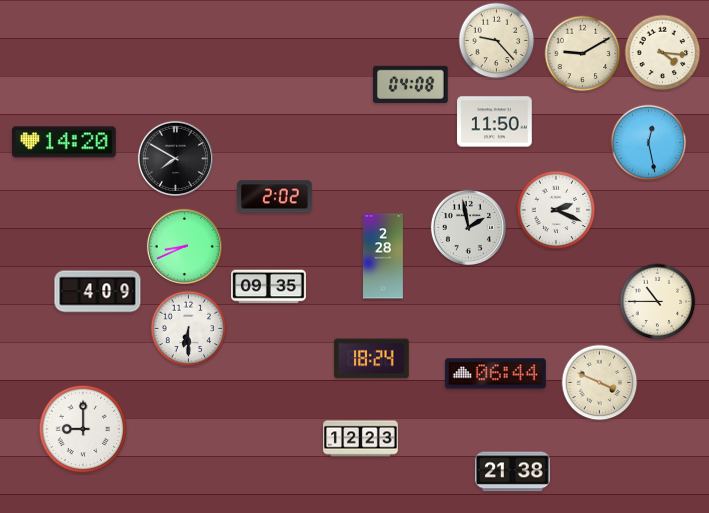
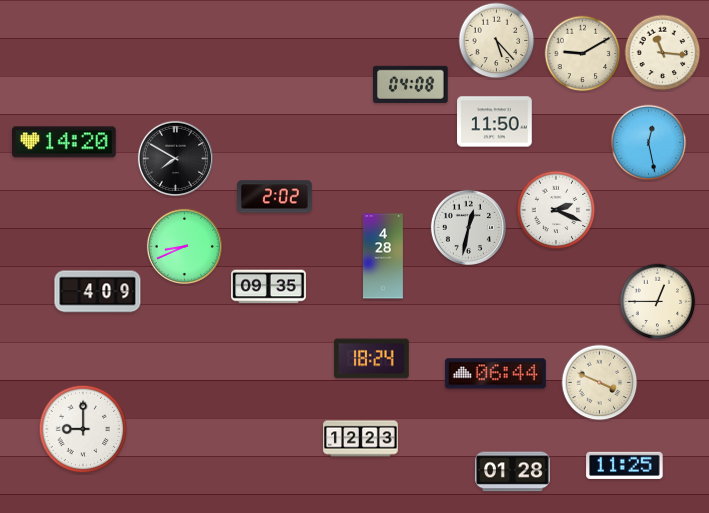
clock at (497, 41): 9:23 -> 5:23
clock at (663, 53): 4:16 -> 11:16
clock at (468, 227): 1:58 -> 12:32
clock at (384, 256): 2:28 -> 4:28
clock at (658, 302): 10:45 -> 12:45
clock at (189, 329): 6:30 -> none
clock at (625, 465): none -> 11:25
clock at (513, 472): 21:38 -> 01:28
